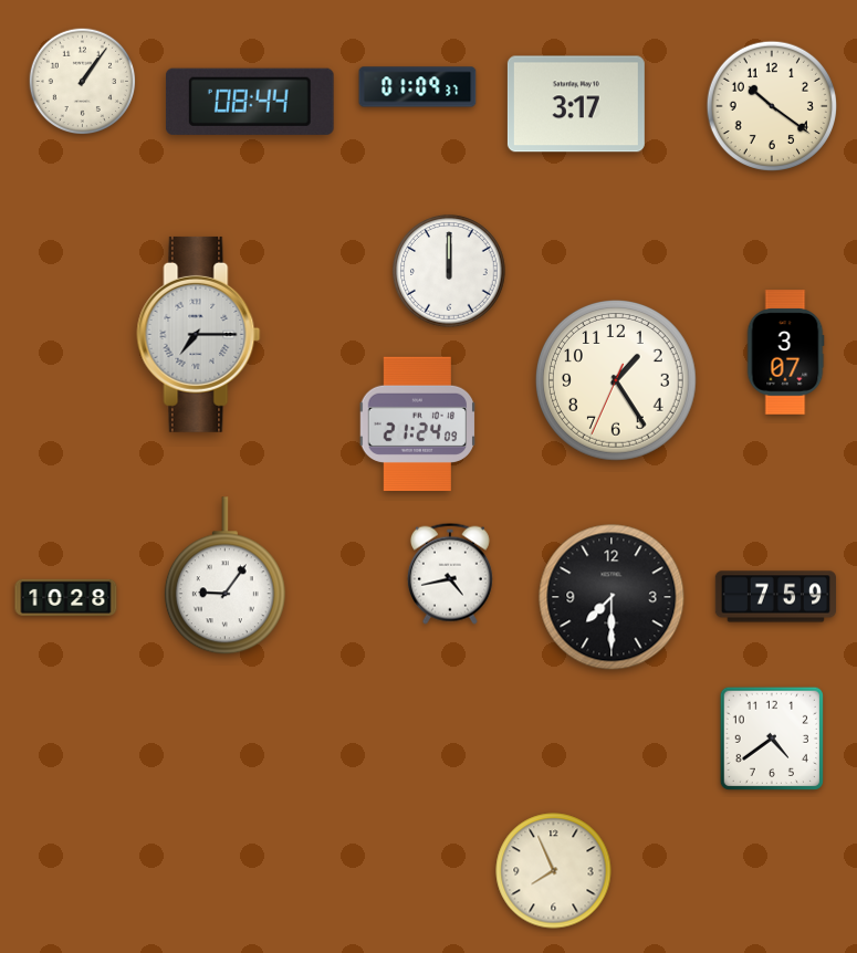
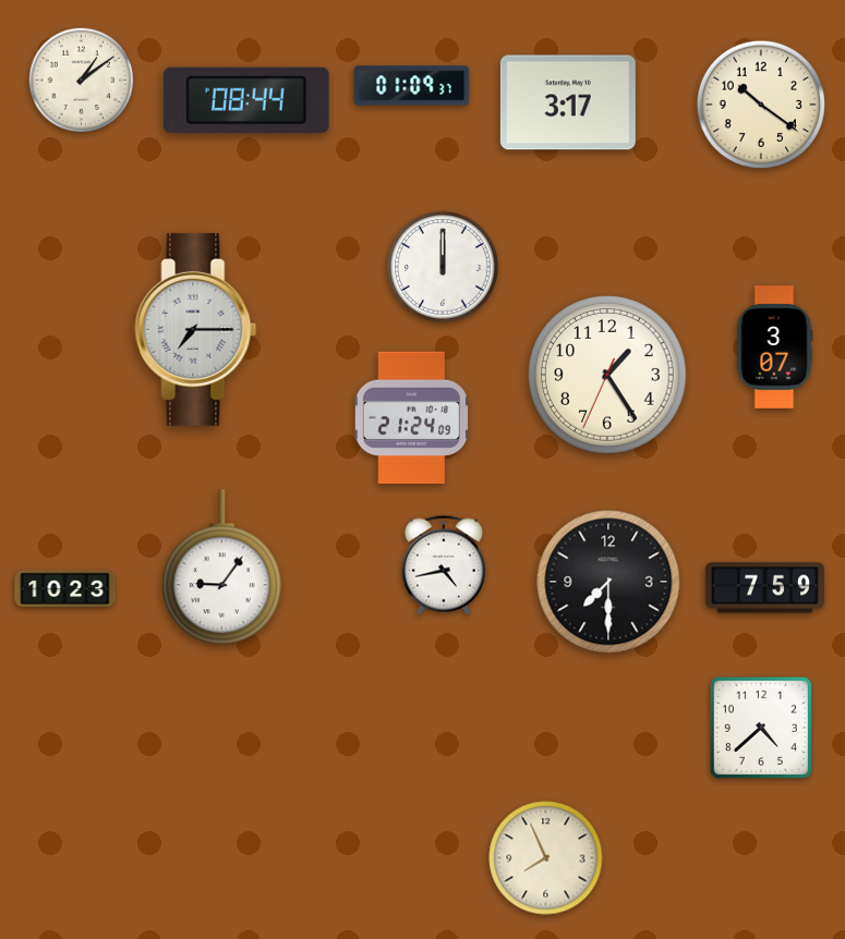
clock at (83, 82): 1:06 -> 1:09
clock at (66, 597): 10:28 -> 10:23
clock at (612, 597) position: (612, 597) -> (608, 582)
clock at (772, 739): 4:39 -> 4:38
